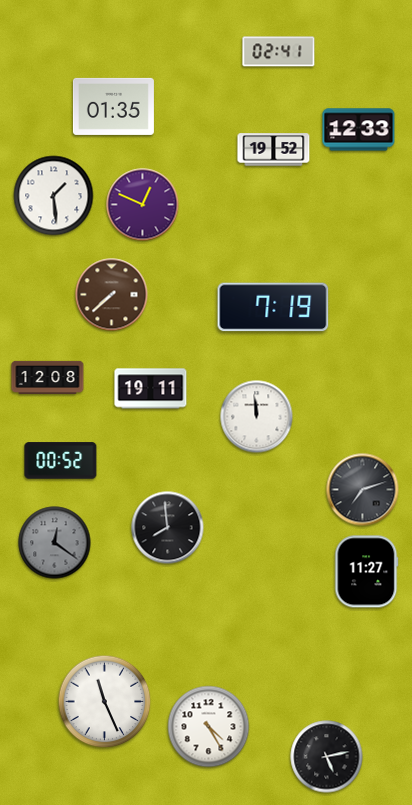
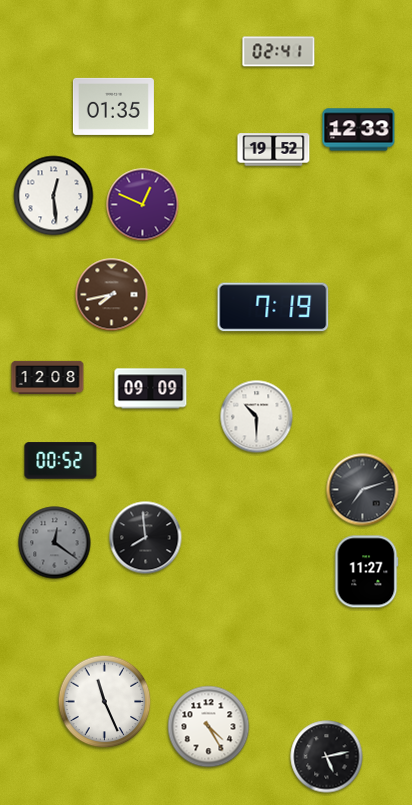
clock at (54, 196): 1:29 -> 12:29
clock at (112, 295): 7:38 -> 7:43
clock at (151, 389): 19:11 -> 09:09
clock at (257, 417): 11:59 -> 10:30
clock at (168, 528) position: (168, 528) -> (146, 538)
